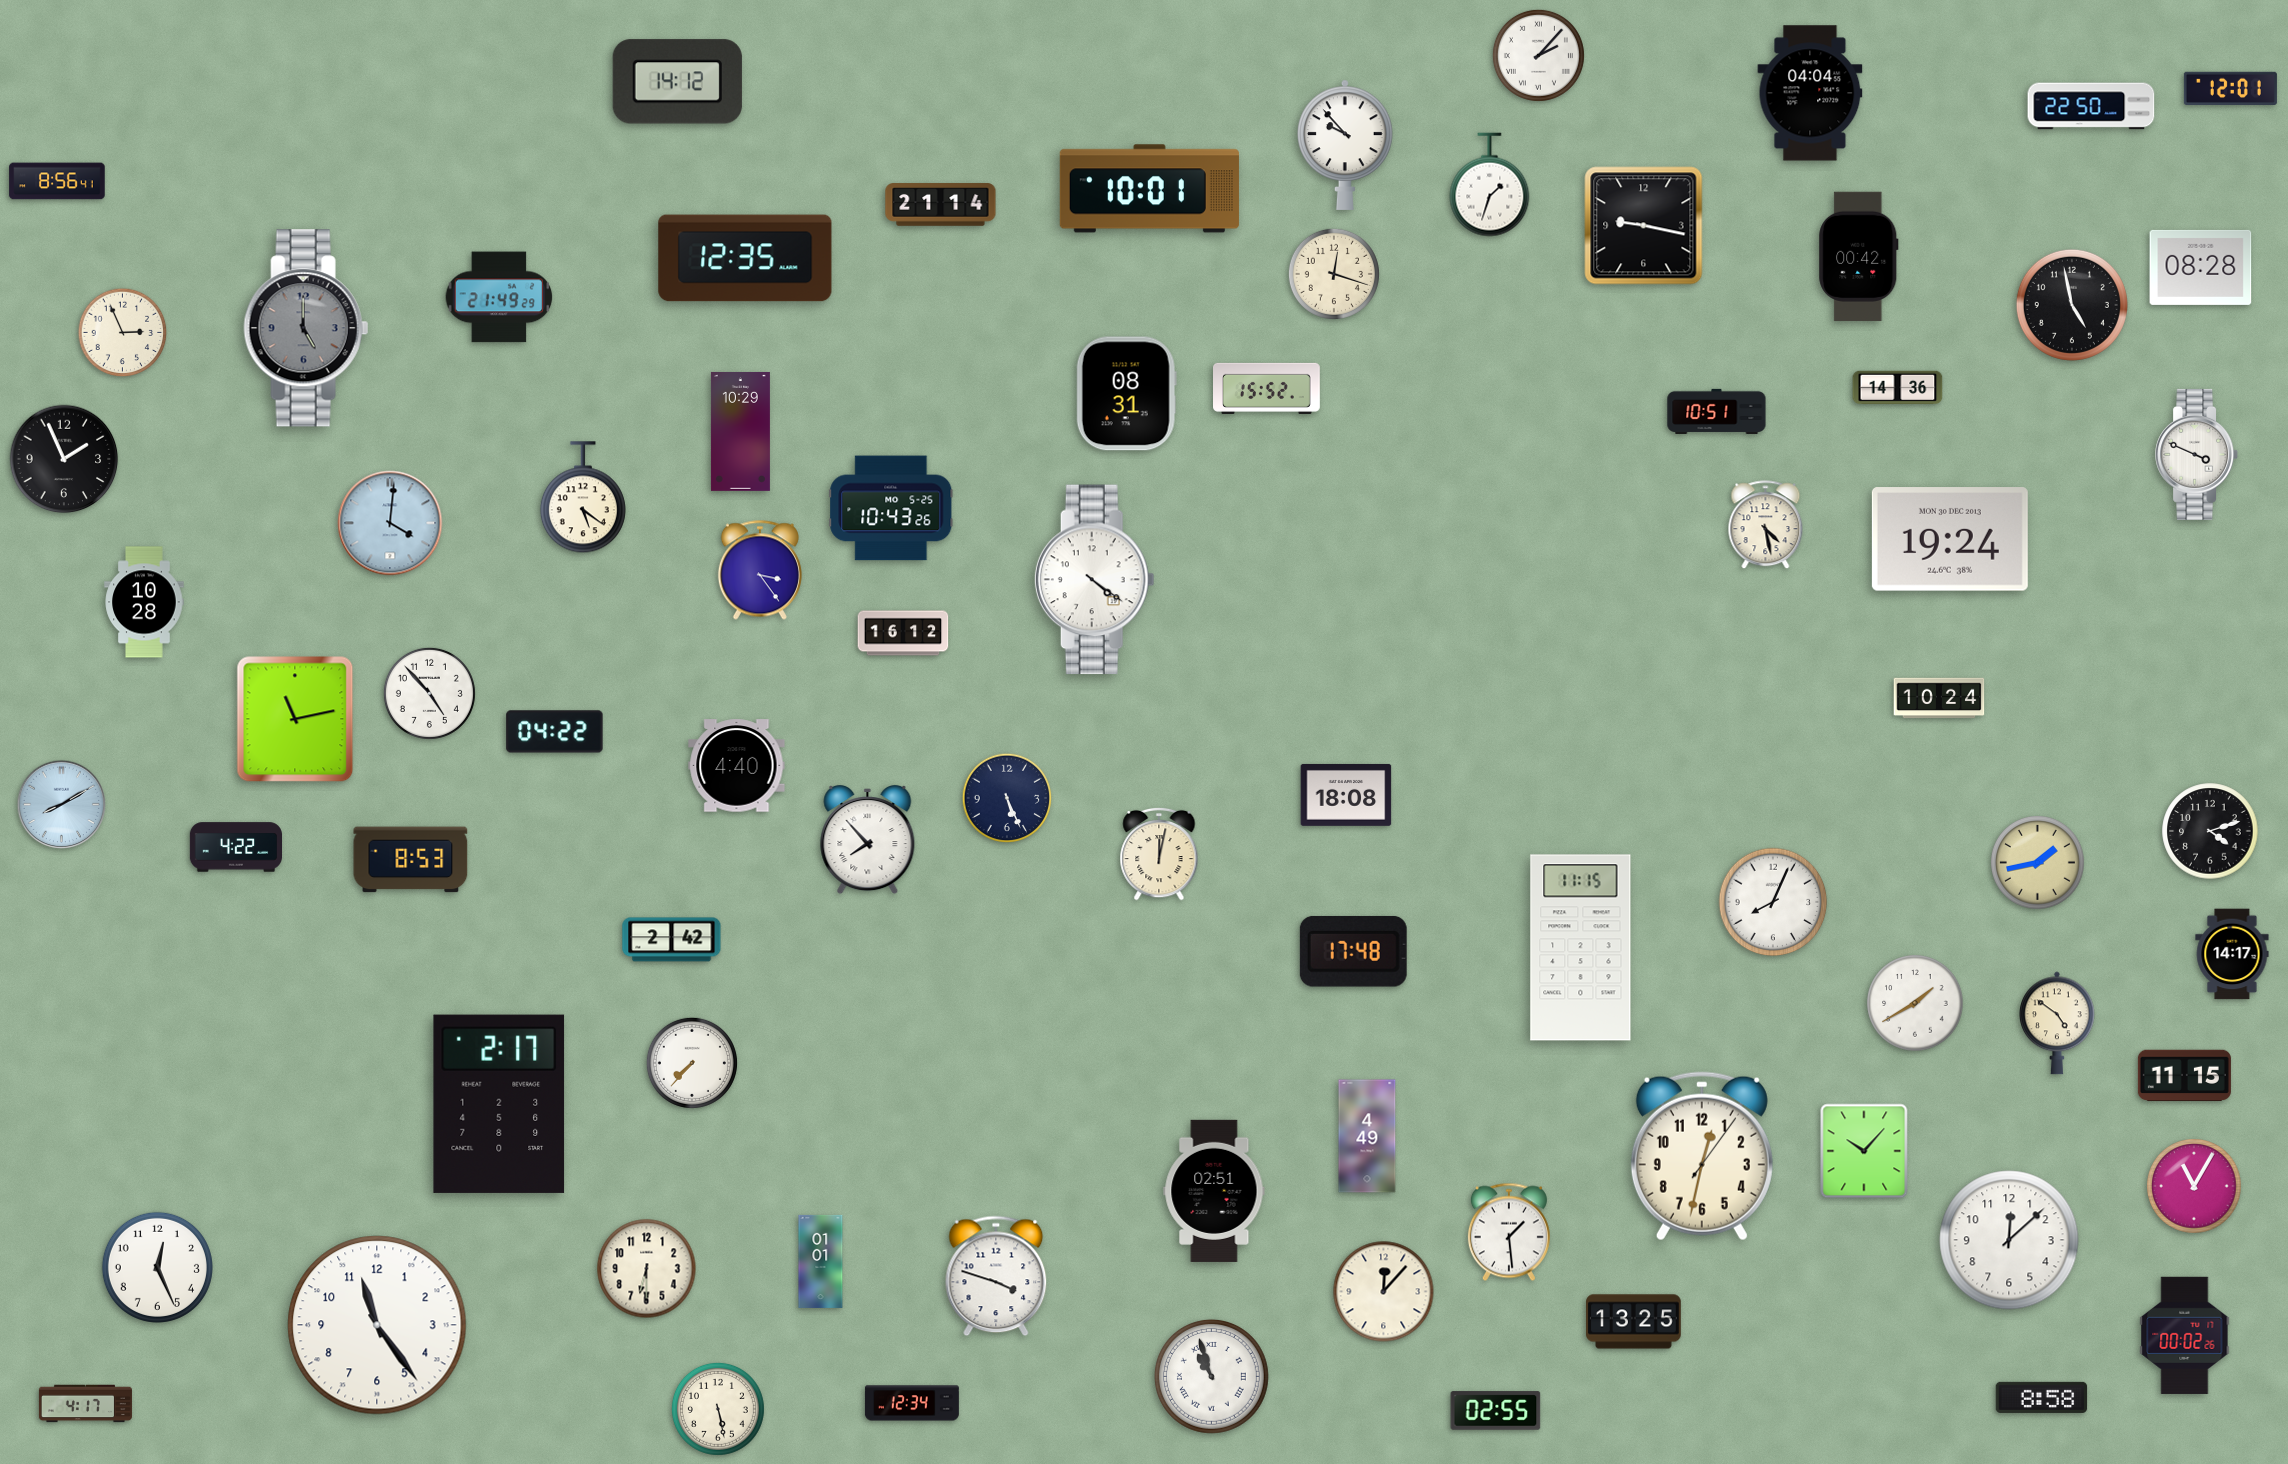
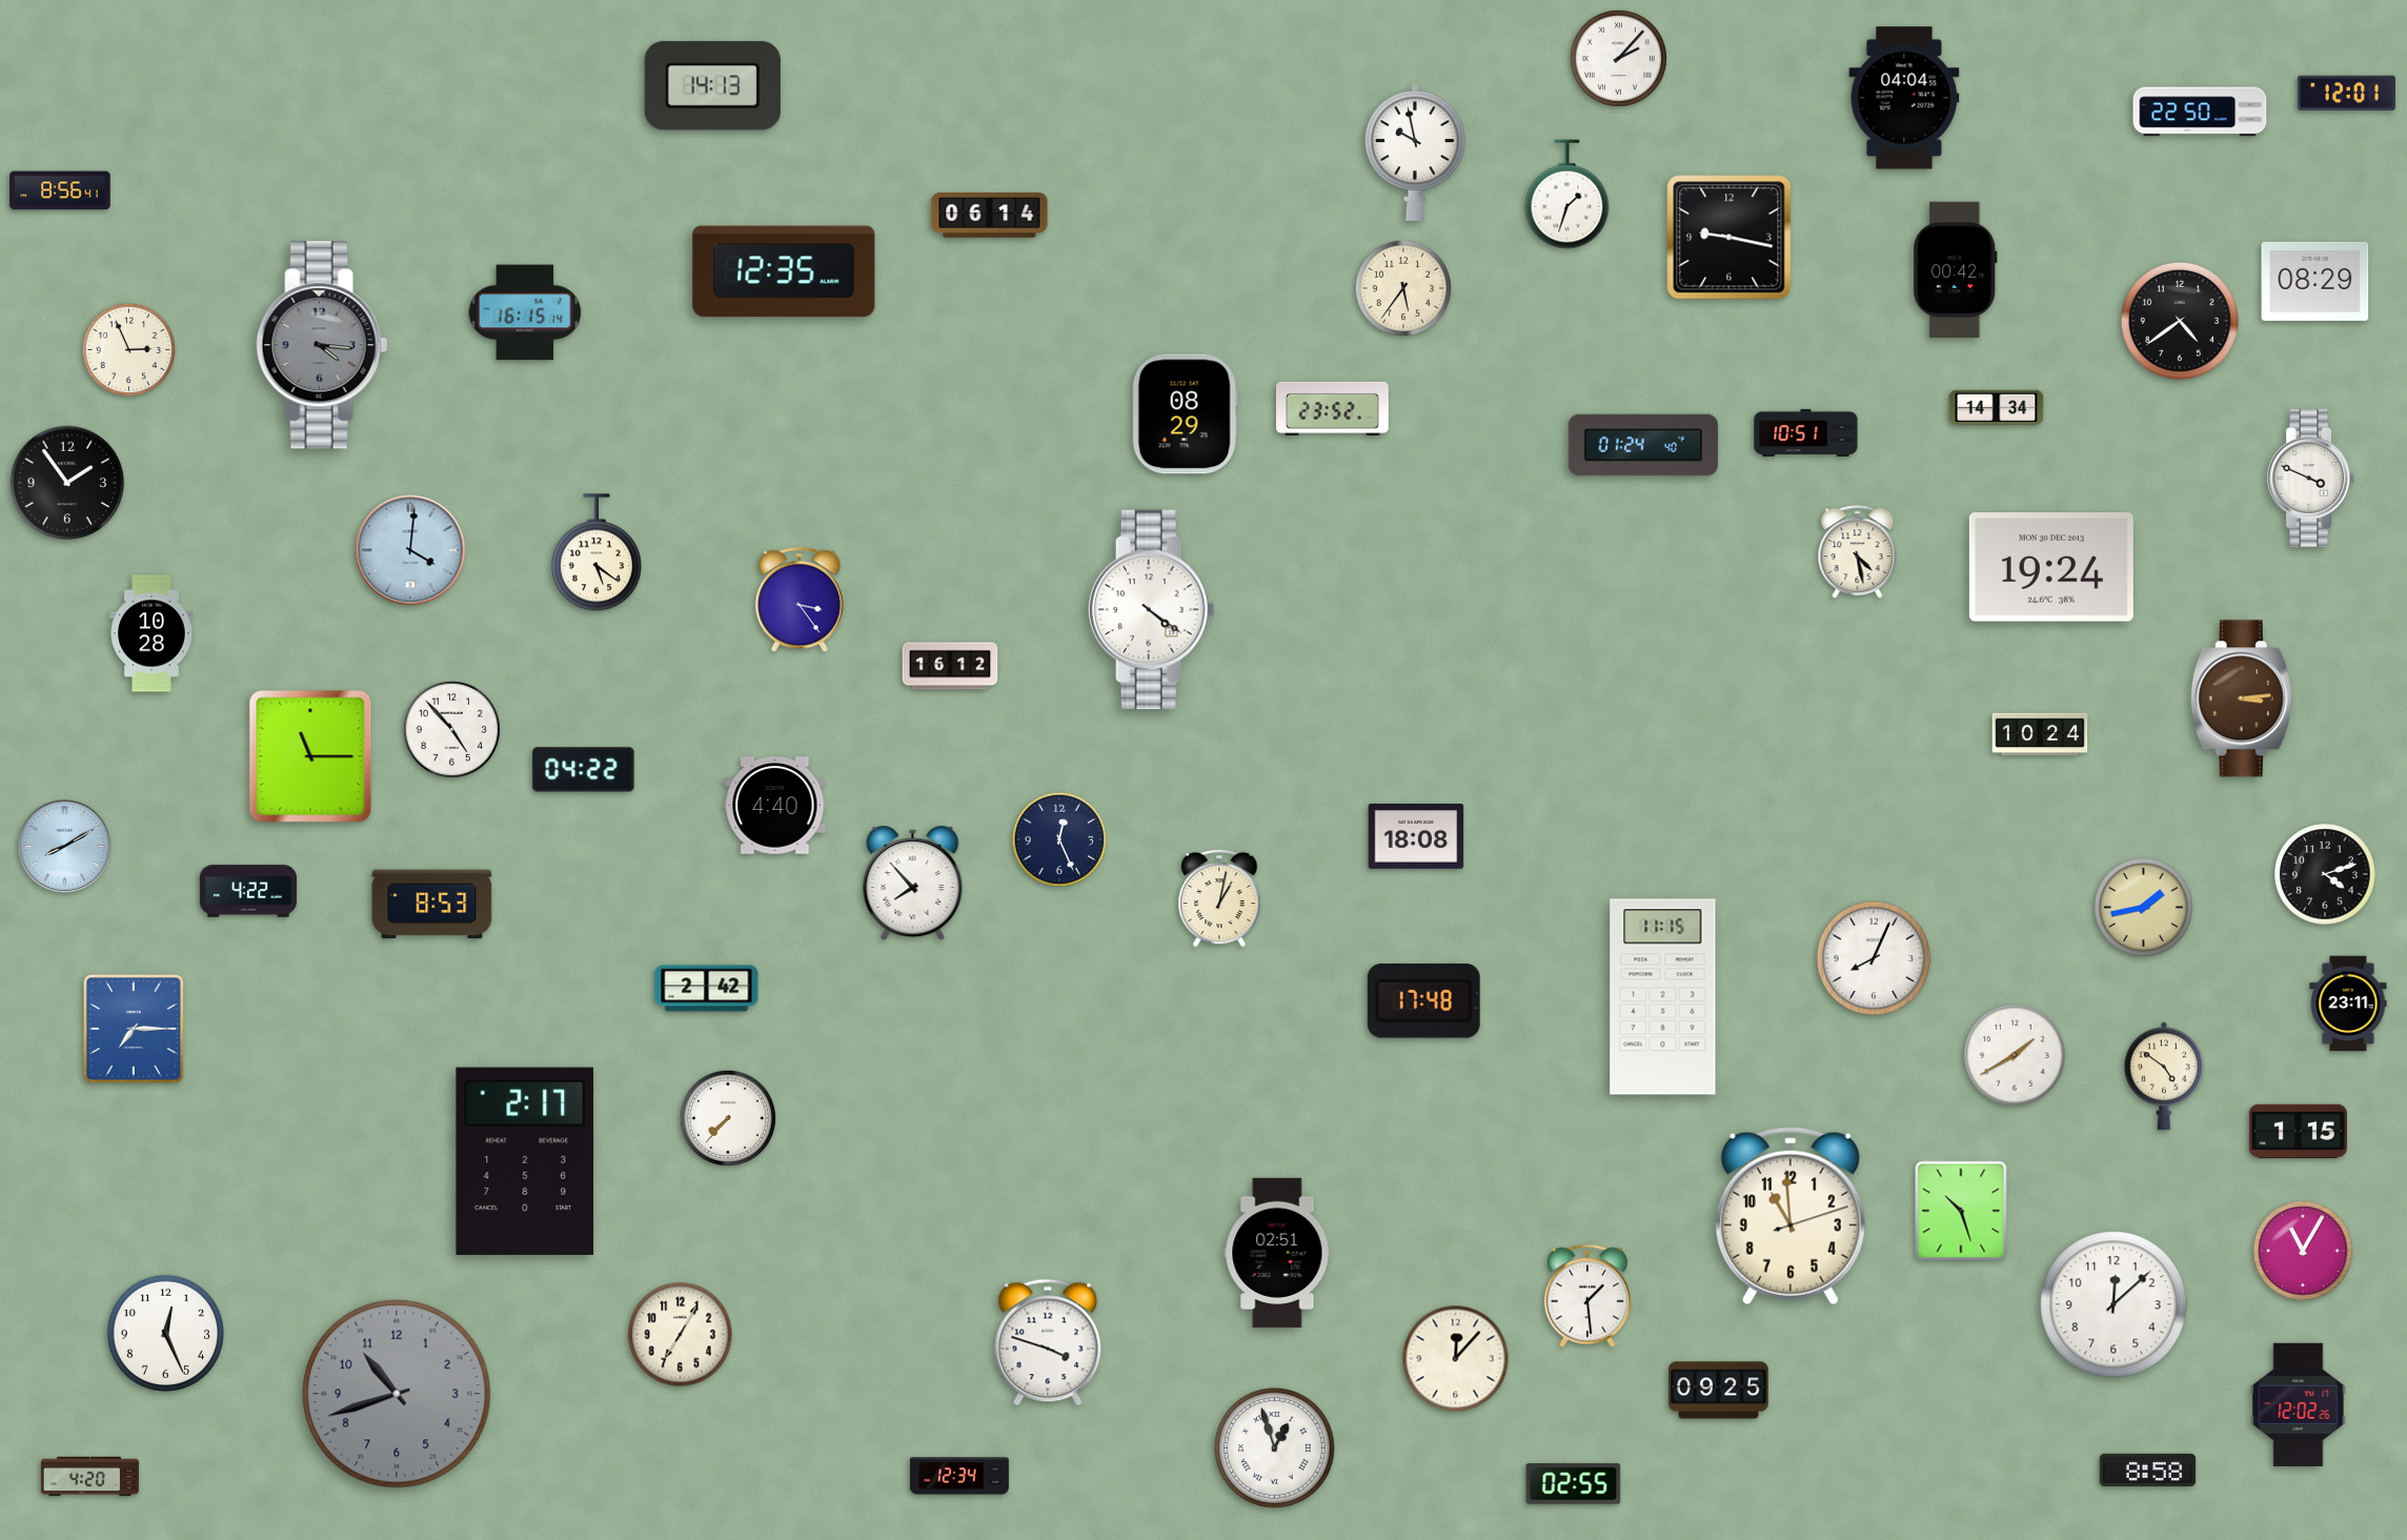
clock at (677, 82): 14:12 -> 14:13
clock at (1346, 145): 9:53 -> 9:58
clock at (1149, 189): 10:01 -> none
clock at (941, 205): 21:14 -> 06:14
clock at (2201, 267): 08:28 -> 08:29
clock at (1334, 274): 12:18 -> 5:36
clock at (499, 297): 21:49 -> 16:15
clock at (2072, 305): 4:58 -> 4:39
clock at (306, 328): 5:00 -> 4:16
clock at (1267, 388): 15:52 -> 23:52
clock at (1898, 388): 14:36 -> 14:34
clock at (1126, 394): 08:31 -> 08:29
clock at (1643, 445): none -> 01:24
clock at (740, 431): 10:29 -> none
clock at (64, 459): 1:56 -> 1:54
clock at (583, 498) position: (583, 498) -> (596, 553)
clock at (891, 508): 10:43 -> none
clock at (2242, 698): none -> 3:14
clock at (295, 719): 11:13 -> 11:15
clock at (1007, 798): 5:26 -> 12:26
clock at (1159, 854): 12:02 -> 1:02
clock at (1773, 902) position: (1773, 902) -> (1874, 958)
clock at (2232, 954): 14:17 -> 23:11
clock at (134, 1029): none -> 7:15
clock at (2184, 1076): 11:15 -> 1:15
clock at (1367, 1136): 4:49 -> none
clock at (1864, 1151): 10:07 -> 10:27
clock at (1702, 1156): 12:32 -> 10:59
clock at (2194, 1186) position: (2194, 1186) -> (2303, 1251)
clock at (821, 1261): 01:01 -> none
clock at (647, 1269): 6:30 -> 7:05
clock at (1634, 1322): 13:25 -> 09:25
clock at (377, 1325): 11:24 -> 10:42
clock at (377, 1325) dial: white -> grey
clock at (2185, 1335): 00:02 -> 12:02
clock at (1212, 1377): 10:57 -> 12:57
clock at (85, 1404): 4:17 -> 4:20
clock at (718, 1409): 5:28 -> none
